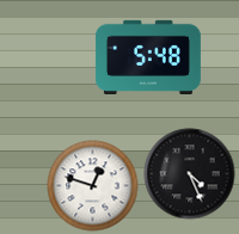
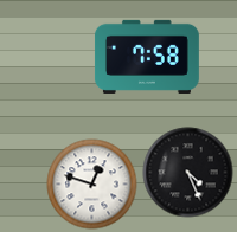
clock at (148, 57): 5:48 -> 7:58
